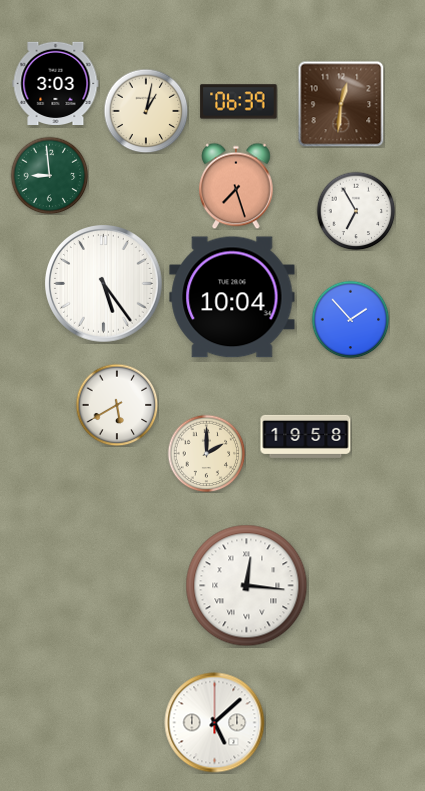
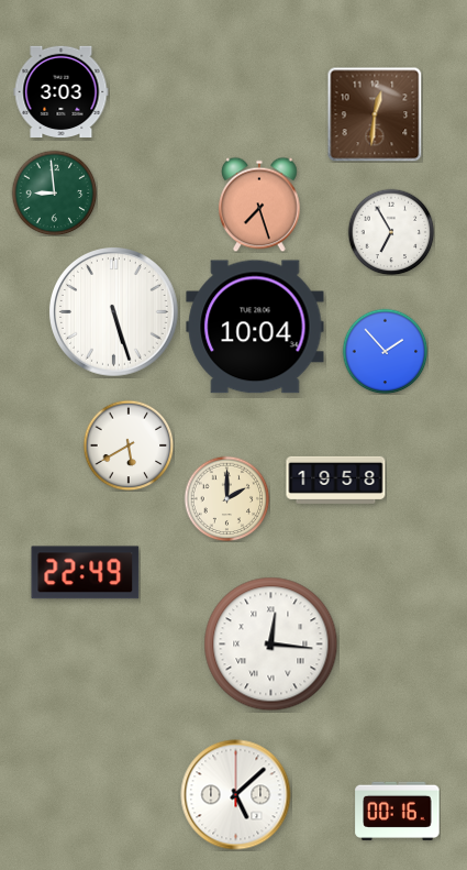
clock at (239, 102): 06:39 -> none
clock at (146, 111): 1:02 -> none
clock at (104, 284): 5:24 -> 5:27
clock at (86, 573): none -> 22:49
clock at (398, 811): none -> 00:16
